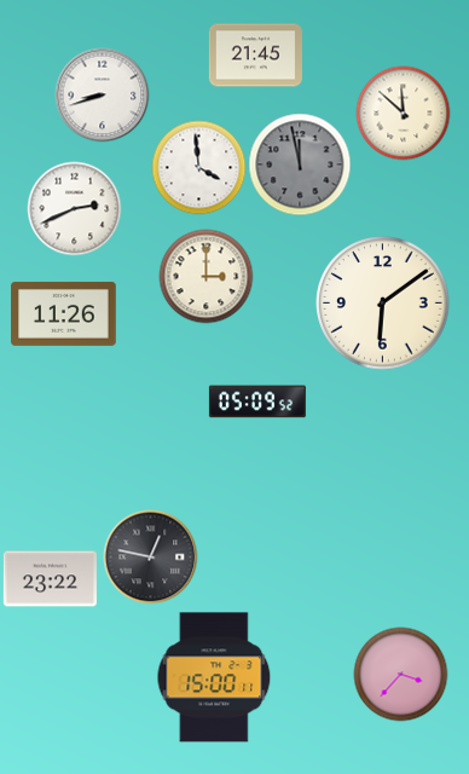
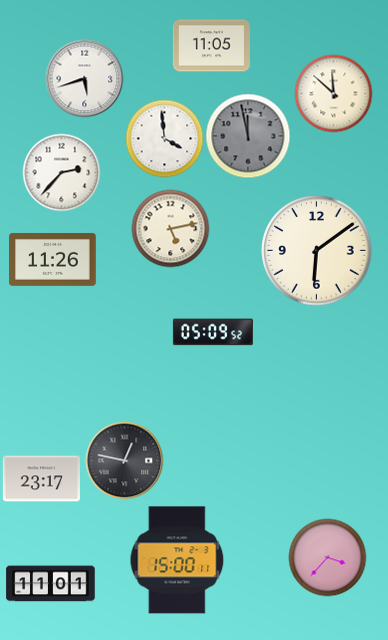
clock at (255, 56): 21:45 -> 11:05
clock at (102, 94): 8:42 -> 5:42
clock at (74, 208): 2:41 -> 2:37
clock at (205, 276): 3:00 -> 5:13
clock at (50, 579): 23:22 -> 23:17
clock at (400, 674) position: (400, 674) -> (327, 557)
clock at (51, 584): none -> 11:01
